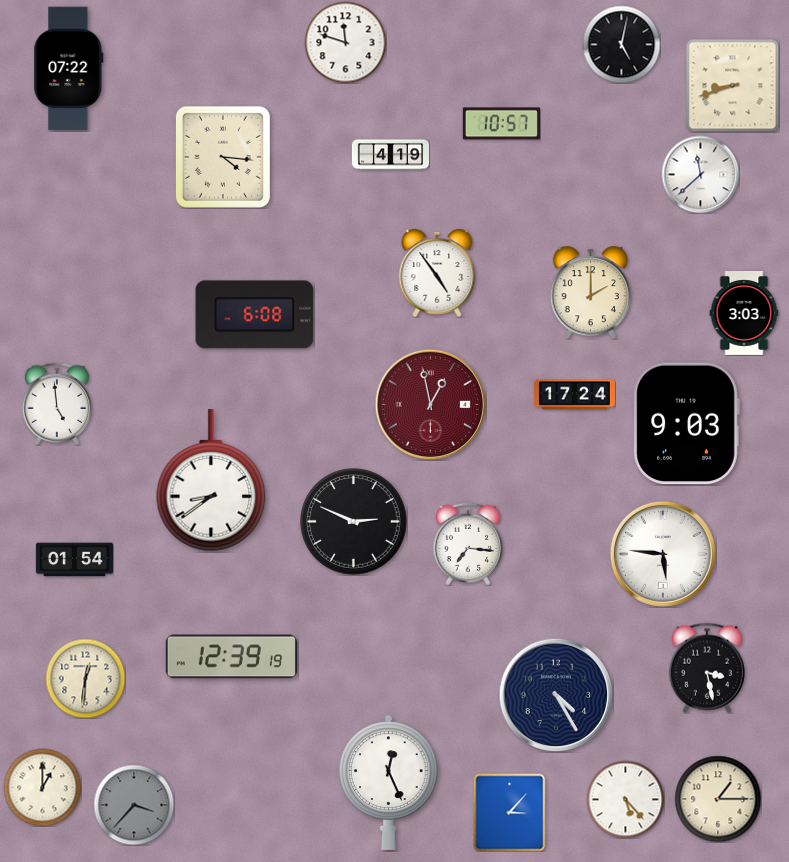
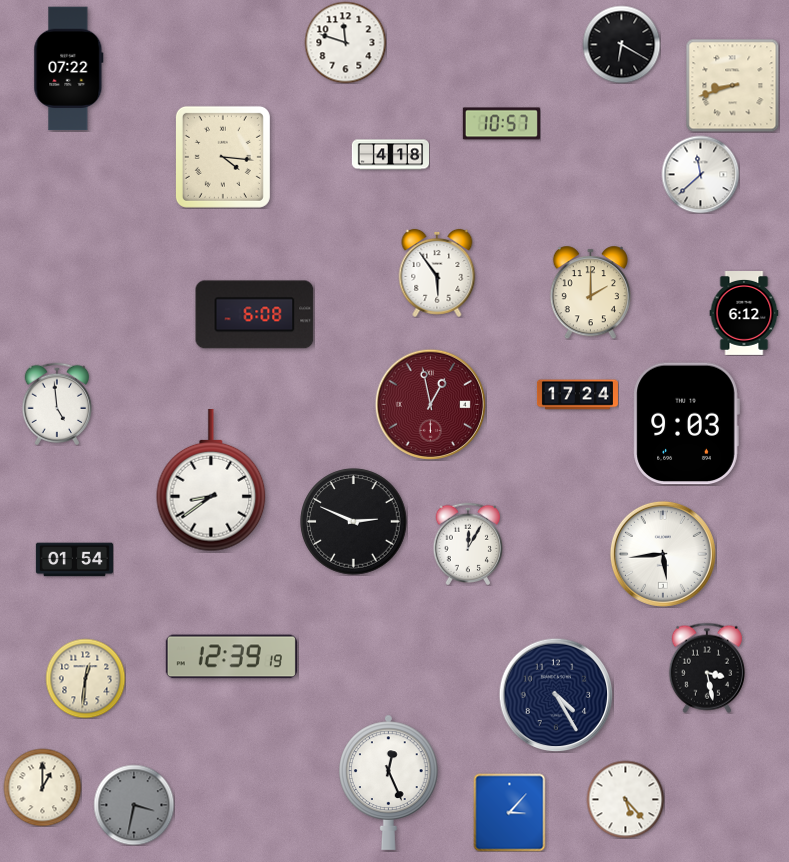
clock at (621, 44): 5:02 -> 6:20
clock at (390, 155): 4:19 -> 4:18
clock at (437, 273): 4:54 -> 5:54
clock at (744, 314): 3:03 -> 6:12
clock at (574, 395) position: (574, 395) -> (577, 395)
clock at (468, 543): 7:16 -> 12:05
clock at (663, 554): 5:46 -> 5:44
clock at (718, 799): 1:15 -> none
clock at (134, 805): 3:37 -> 3:32
